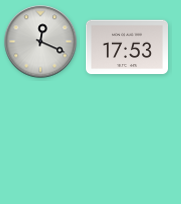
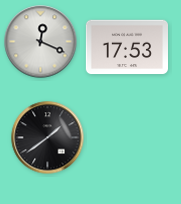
clock at (48, 138): none -> 1:39
